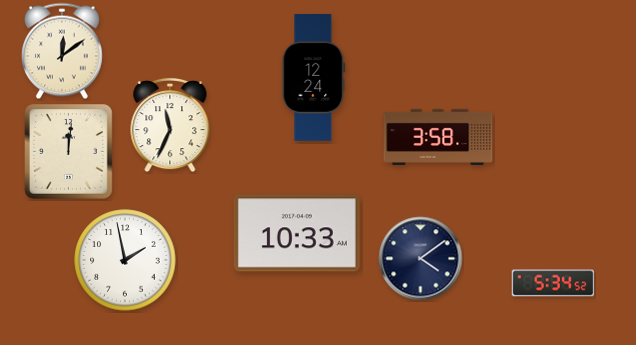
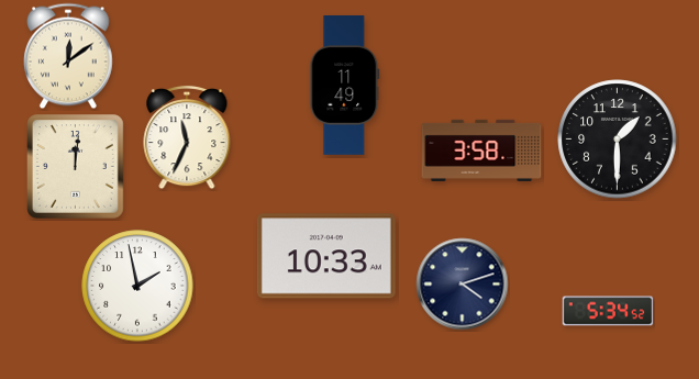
clock at (314, 78): 12:24 -> 11:49
clock at (618, 140): none -> 1:30
clock at (421, 259): 4:09 -> 4:12
